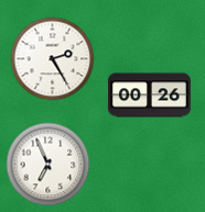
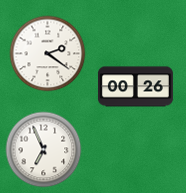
clock at (53, 59): 2:25 -> 2:21
